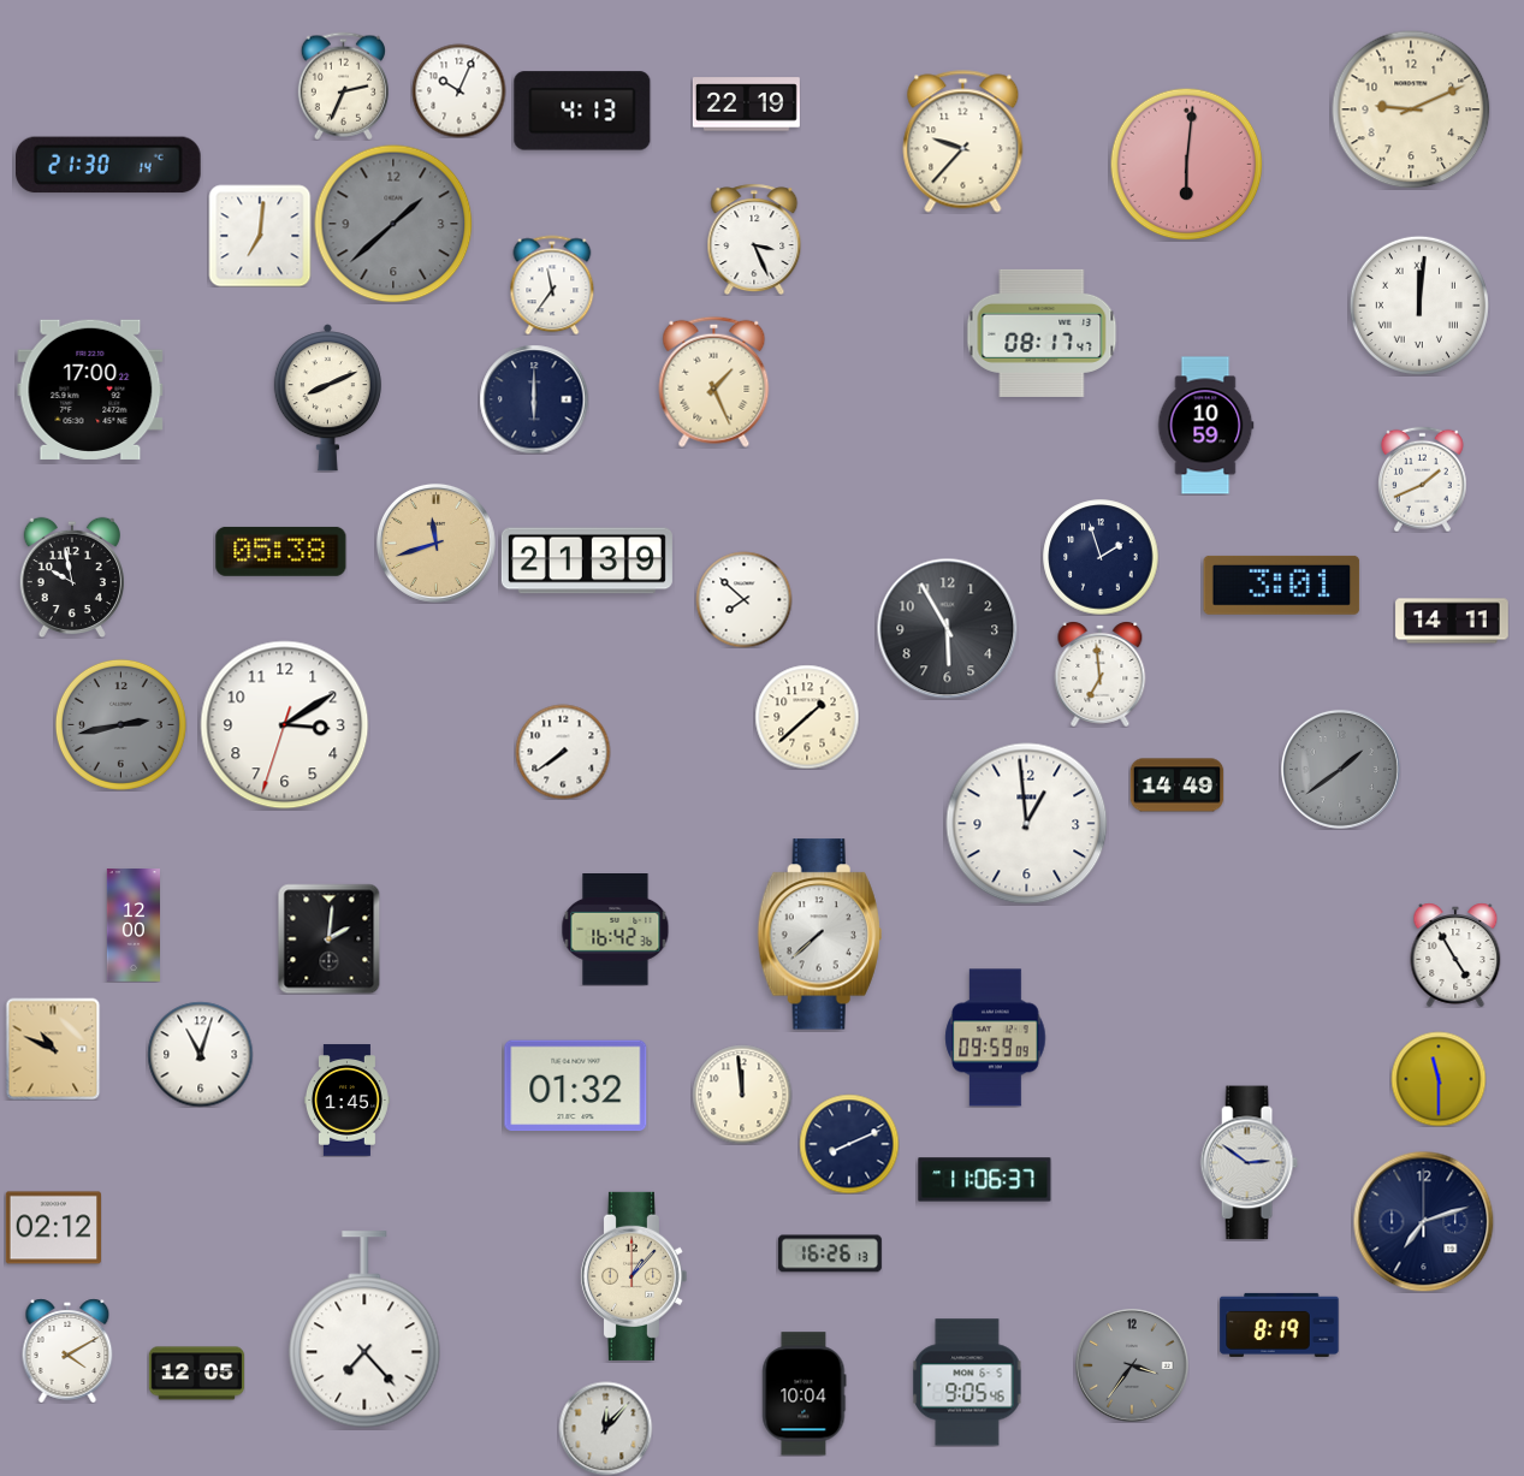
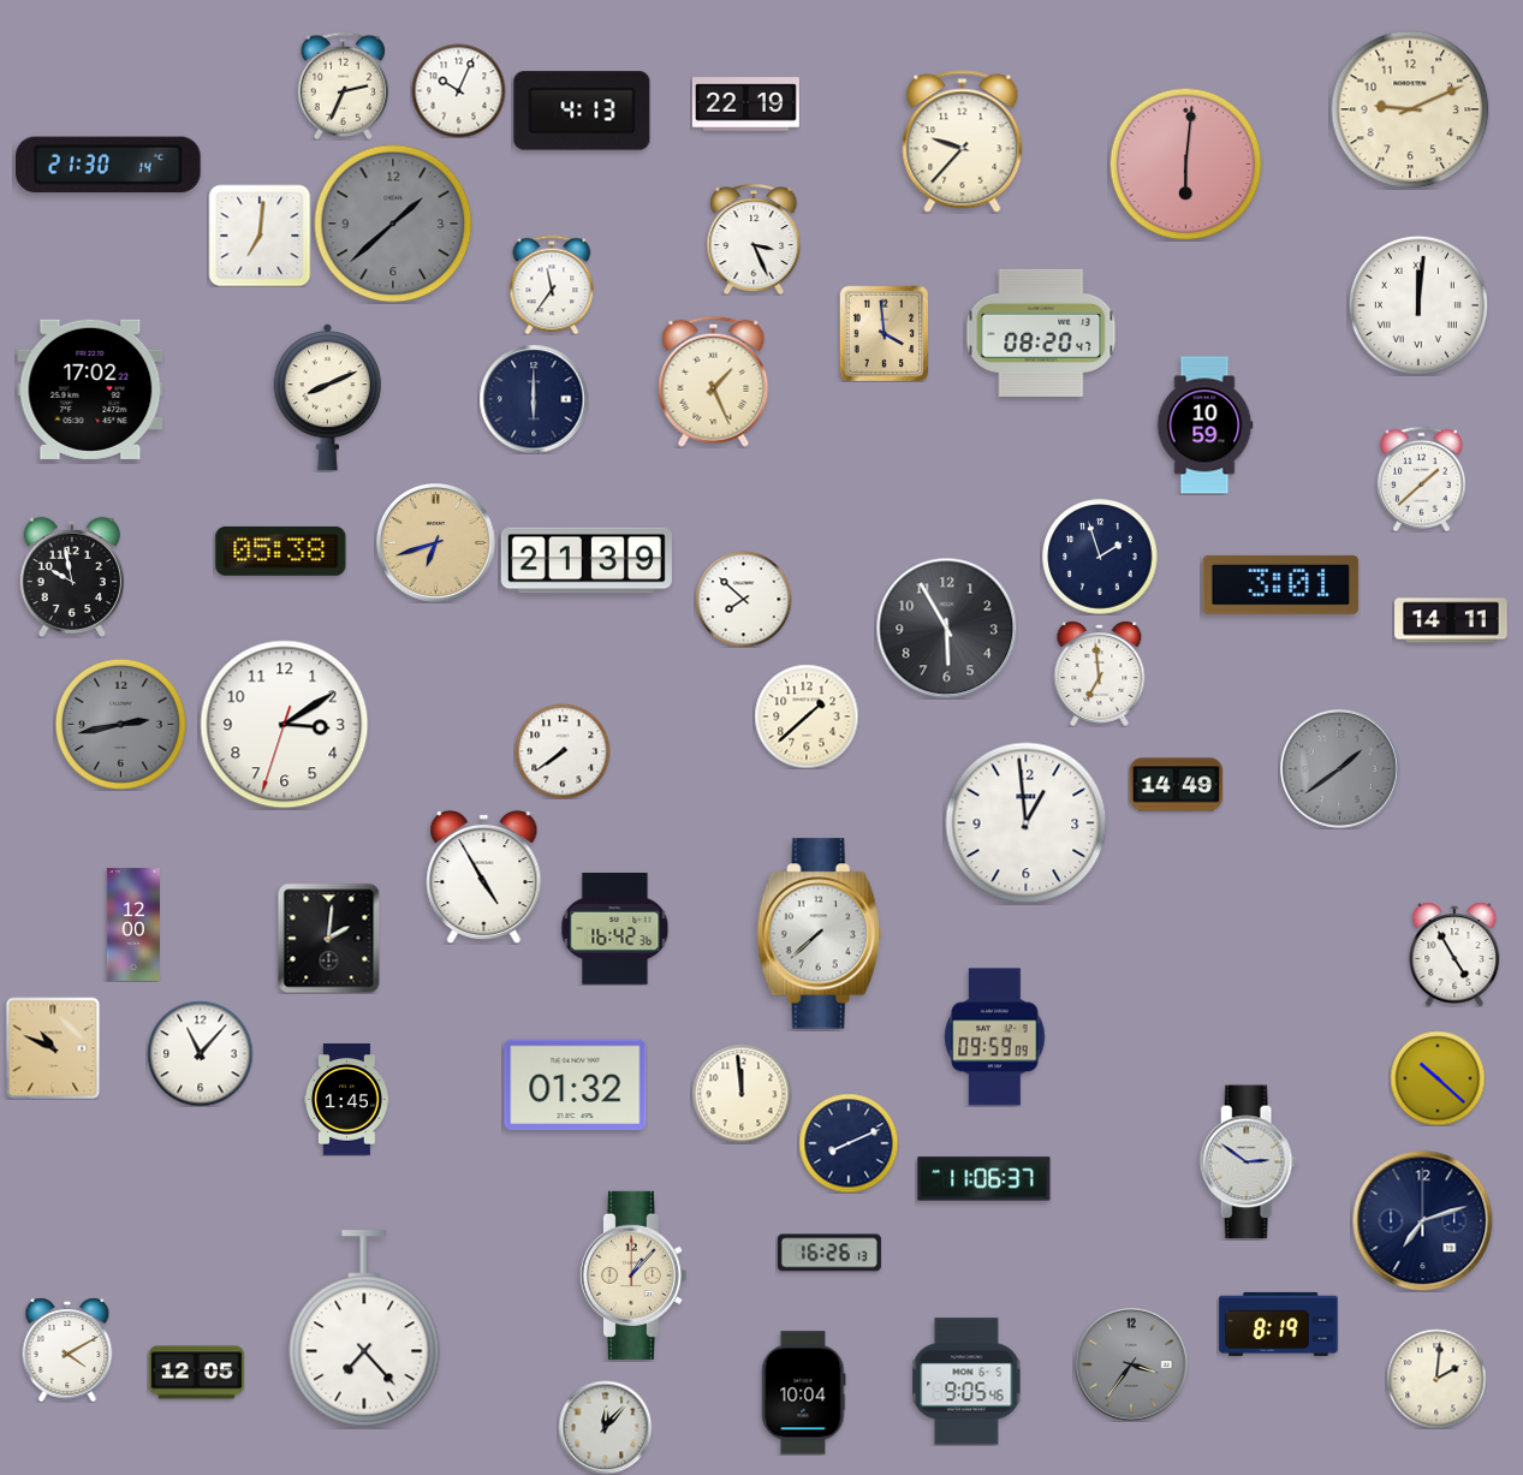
clock at (885, 333): none -> 3:59
clock at (1042, 333): 08:17 -> 08:20
clock at (90, 390): 17:00 -> 17:02
clock at (1422, 479): 1:41 -> 1:38
clock at (435, 543): 11:42 -> 6:42
clock at (484, 876): none -> 4:55
clock at (200, 1054): 11:03 -> 11:07
clock at (1439, 1079): 11:30 -> 10:22
clock at (53, 1228): 02:12 -> none
clock at (1436, 1379): none -> 2:01
